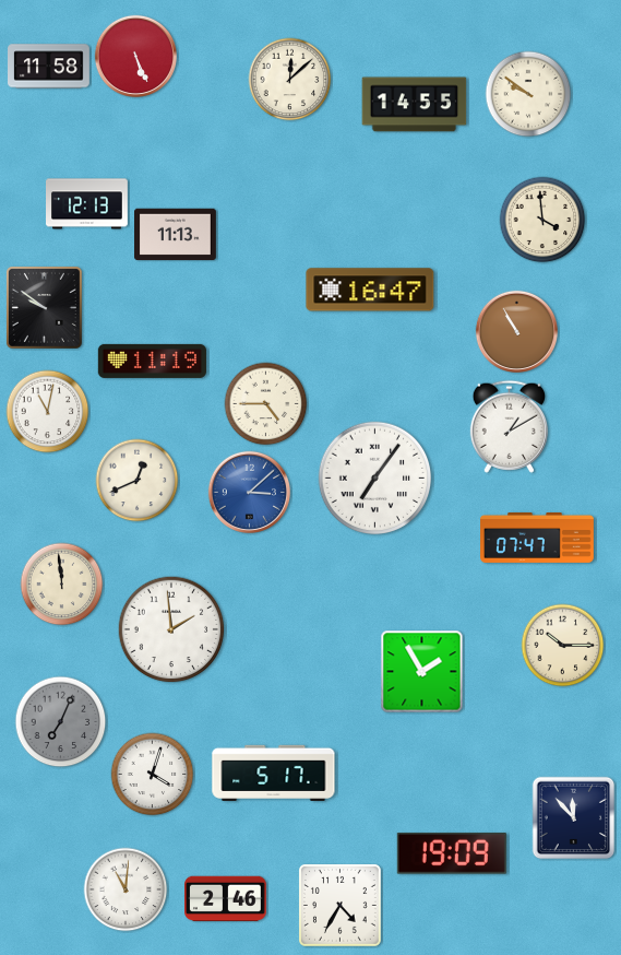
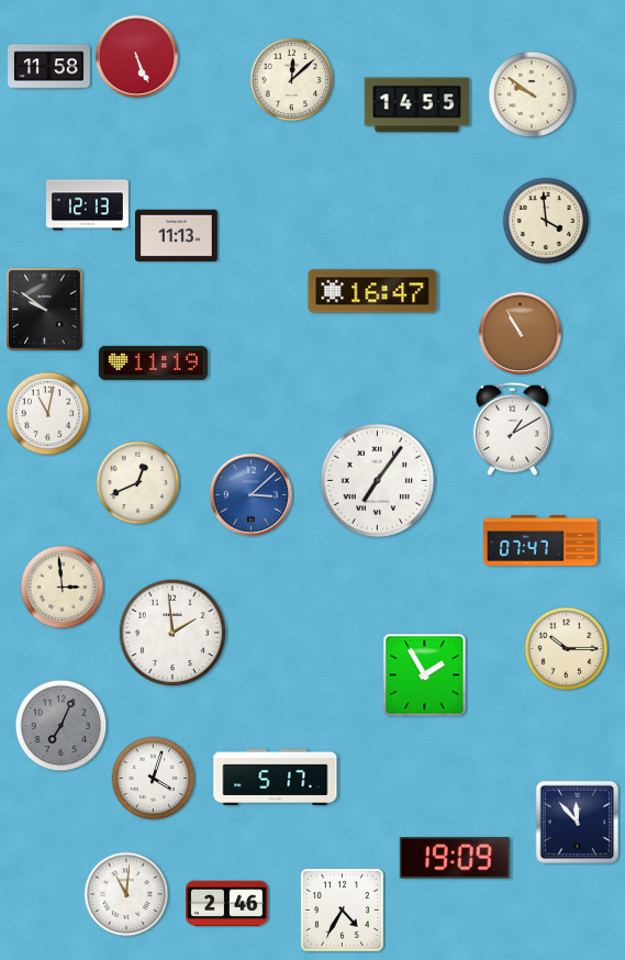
clock at (266, 404): 4:45 -> none
clock at (62, 585): 11:59 -> 2:59
